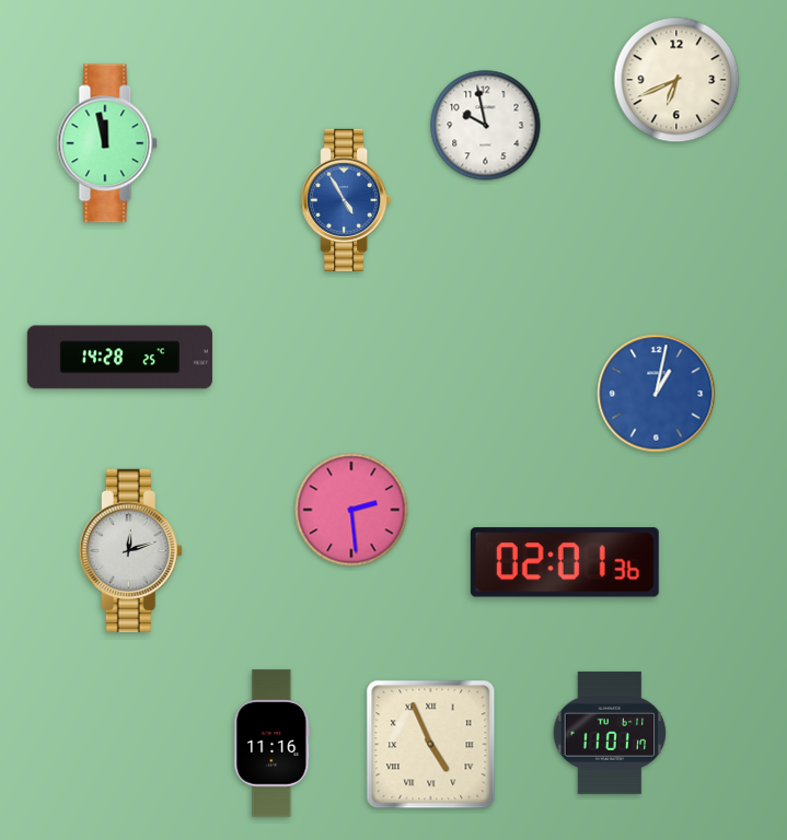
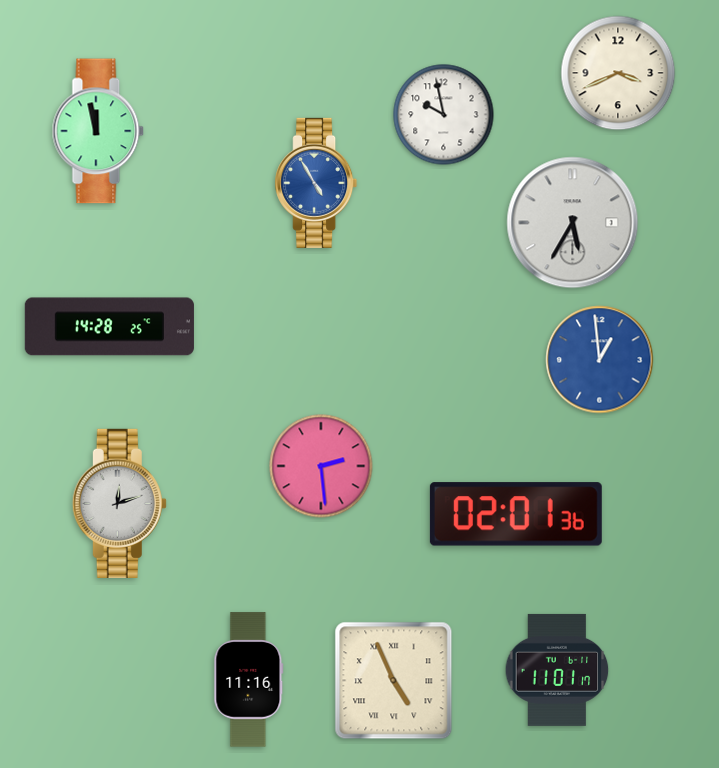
clock at (676, 80): 6:41 -> 3:41
clock at (573, 223): none -> 5:35
clock at (657, 394): 1:02 -> 12:59
